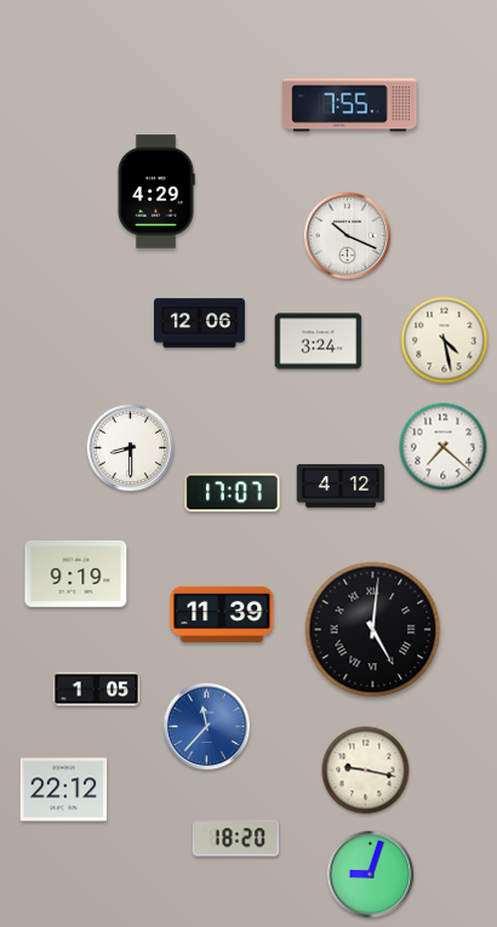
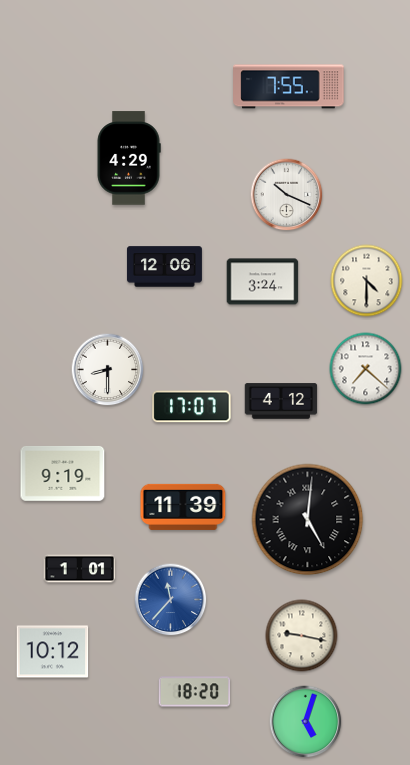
clock at (445, 341): 4:28 -> 4:30
clock at (97, 689): 1:05 -> 1:01
clock at (64, 790): 22:12 -> 10:12
clock at (371, 875): 9:03 -> 5:03
